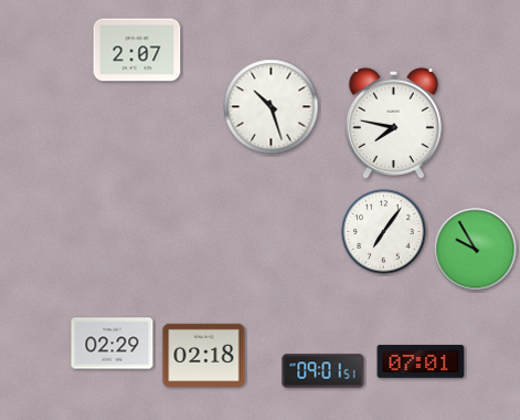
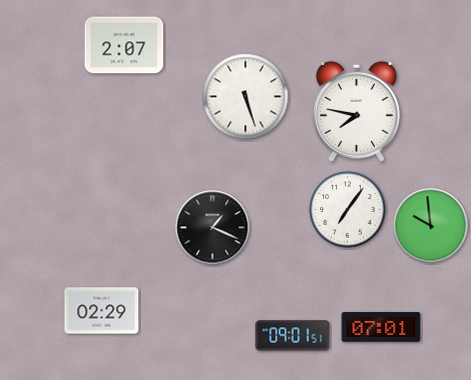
clock at (272, 107): 10:27 -> 5:27
clock at (476, 250): 9:55 -> 9:59
clock at (213, 228): none -> 1:19
clock at (204, 355): 02:18 -> none
